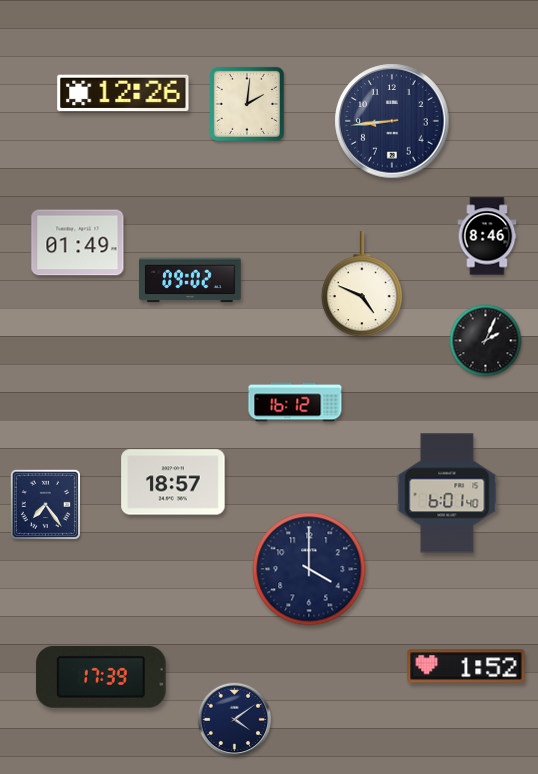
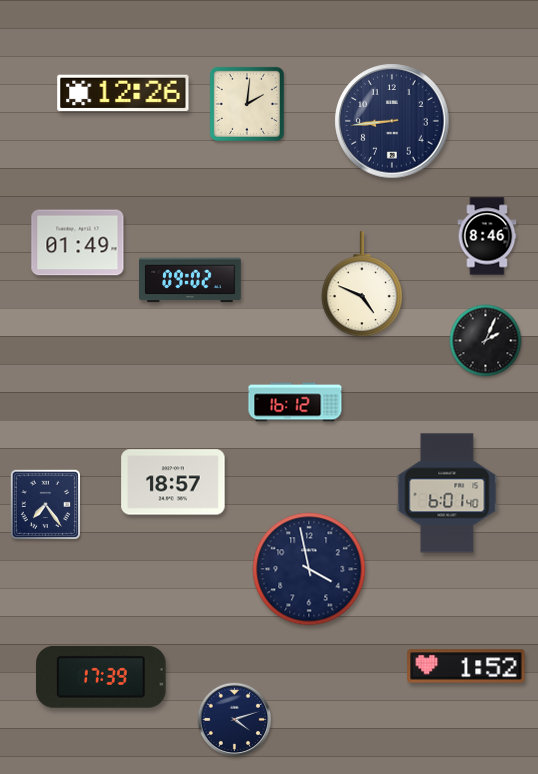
clock at (309, 569): 4:00 -> 3:58
clock at (235, 720): 4:09 -> 4:12
